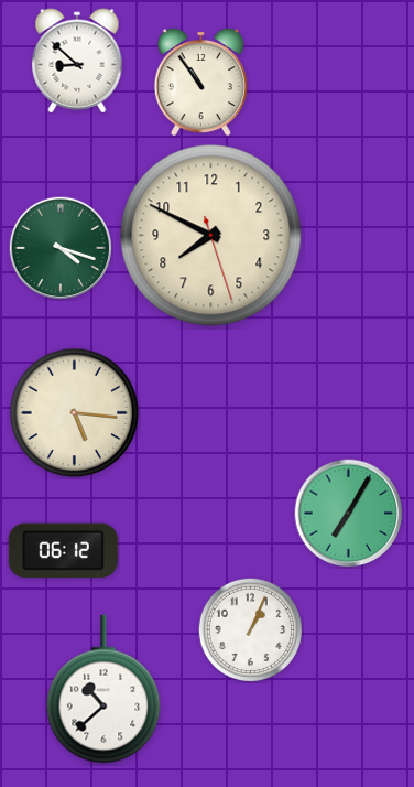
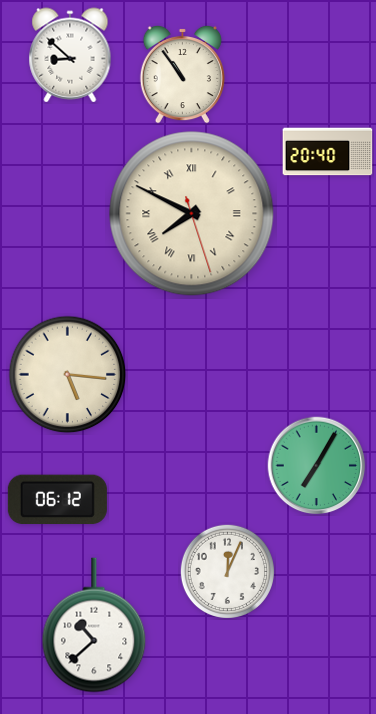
clock at (328, 152): none -> 20:40
clock at (211, 236) numerals: Arabic -> Roman
clock at (59, 247): 4:18 -> none
clock at (250, 629): 1:04 -> 12:04
